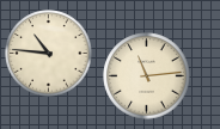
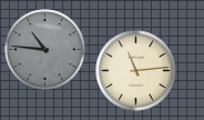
clock at (49, 54) dial: cream -> grey
